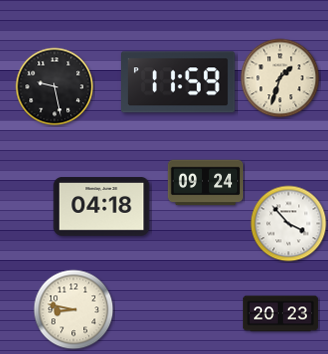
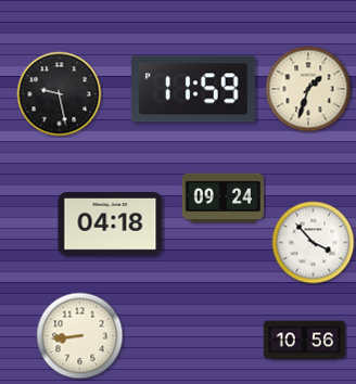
clock at (280, 78) position: (280, 78) -> (308, 89)
clock at (74, 310): 8:47 -> 8:44
clock at (280, 314): 20:23 -> 10:56
